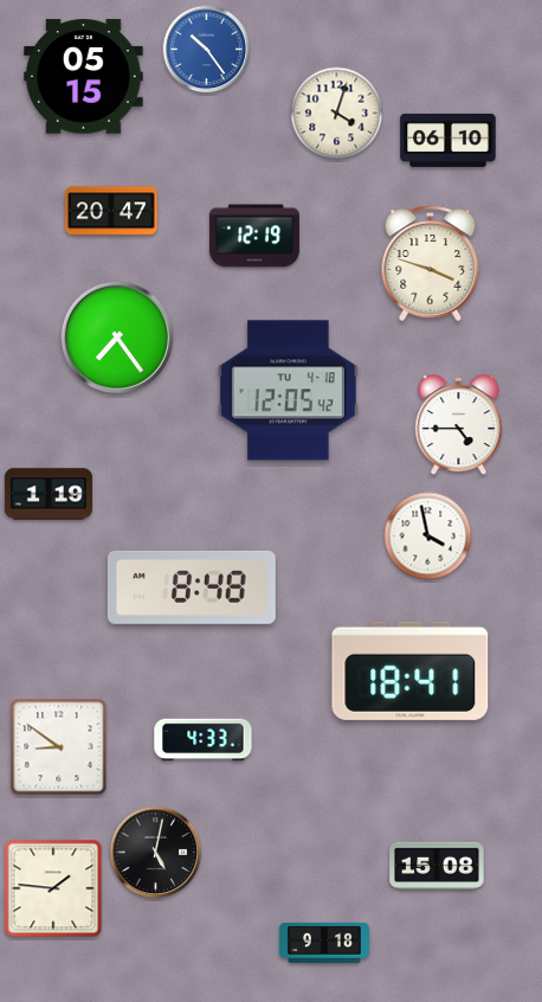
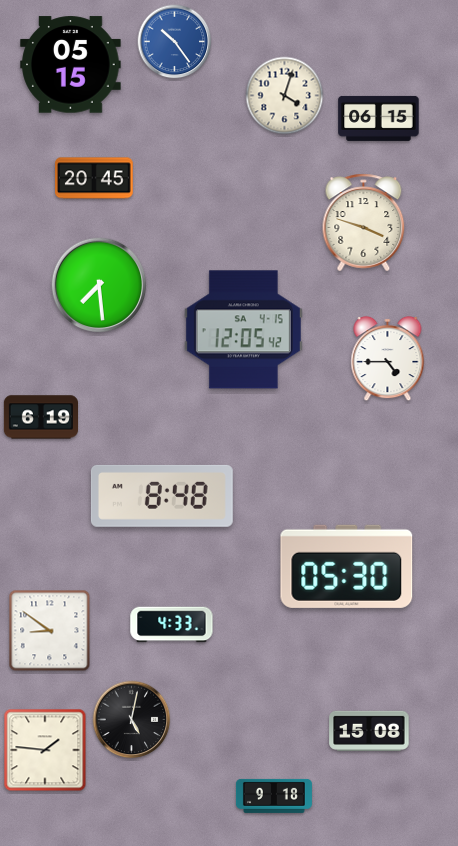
clock at (449, 140): 06:10 -> 06:15
clock at (112, 211): 20:47 -> 20:45
clock at (254, 236): 12:19 -> none
clock at (117, 338): 7:24 -> 7:29
clock at (288, 391) date: TU 4-18 -> SA 4-15
clock at (47, 494): 1:19 -> 6:19
clock at (428, 537): 3:58 -> none
clock at (411, 670): 18:41 -> 05:30
